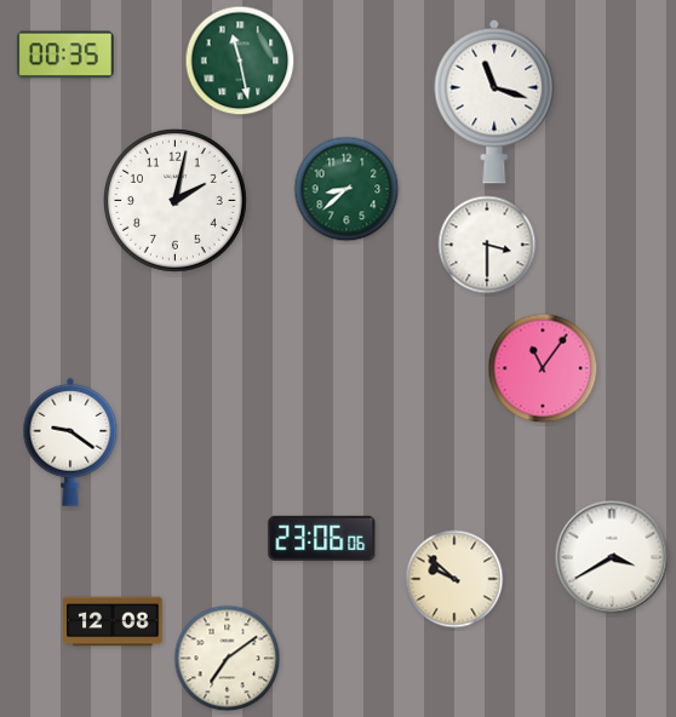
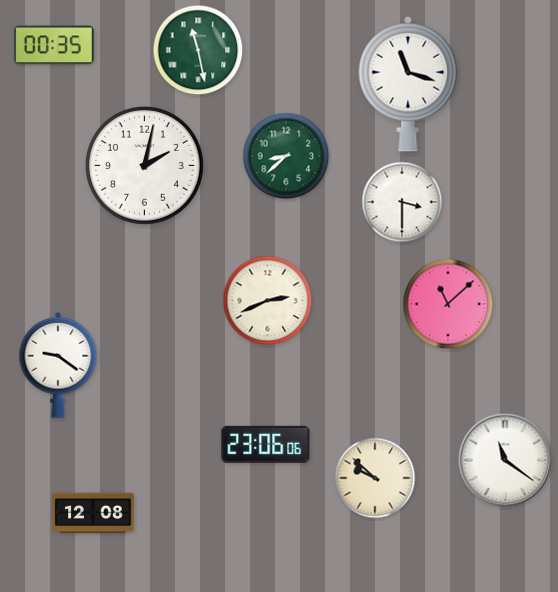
clock at (268, 301): none -> 2:41
clock at (543, 368): 11:06 -> 11:08
clock at (612, 557): 3:40 -> 11:21
clock at (228, 659): 7:09 -> none
